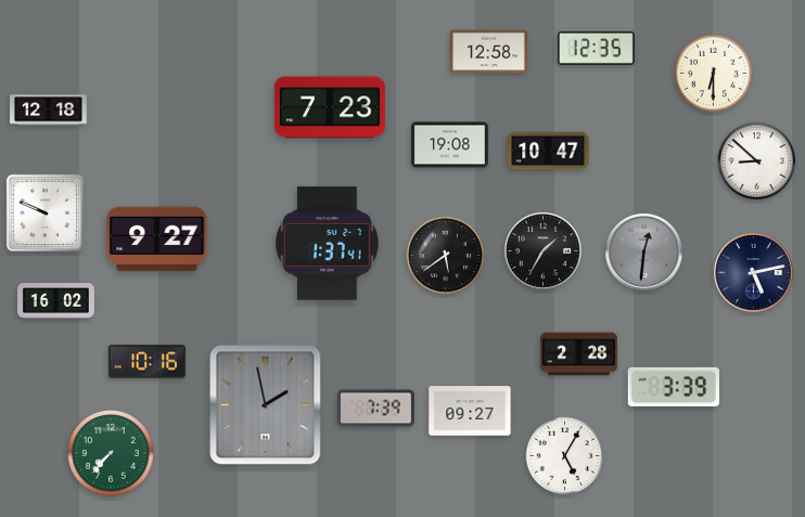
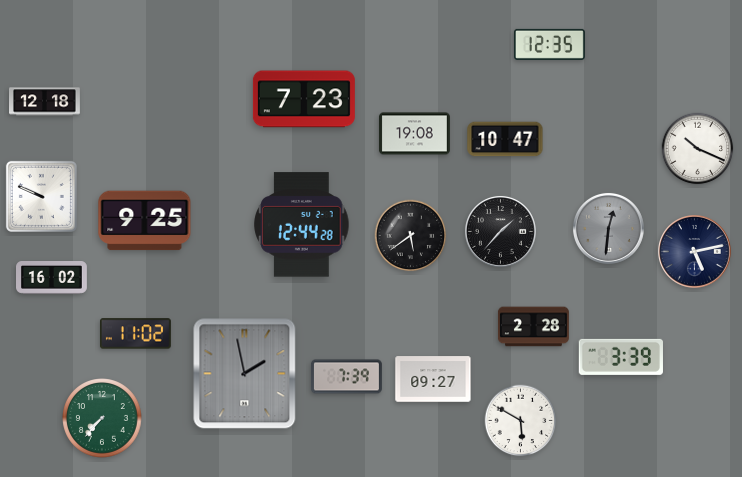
clock at (488, 52): 12:58 -> none
clock at (714, 74): 6:30 -> none
clock at (757, 161): 8:52 -> 10:19
clock at (157, 240): 9:27 -> 9:25
clock at (328, 244): 1:37 -> 12:44
clock at (542, 250): 1:35 -> 1:37
clock at (643, 251) position: (643, 251) -> (608, 228)
clock at (146, 362): 10:16 -> 11:02
clock at (565, 456): 5:05 -> 5:50
